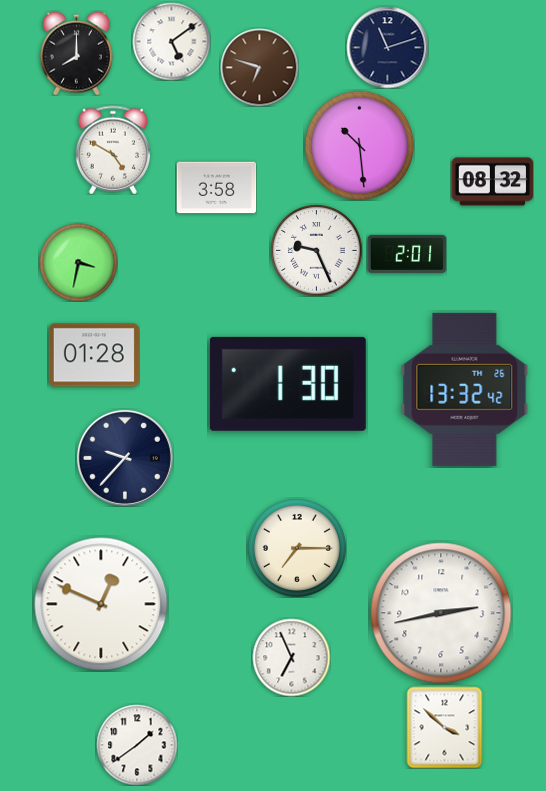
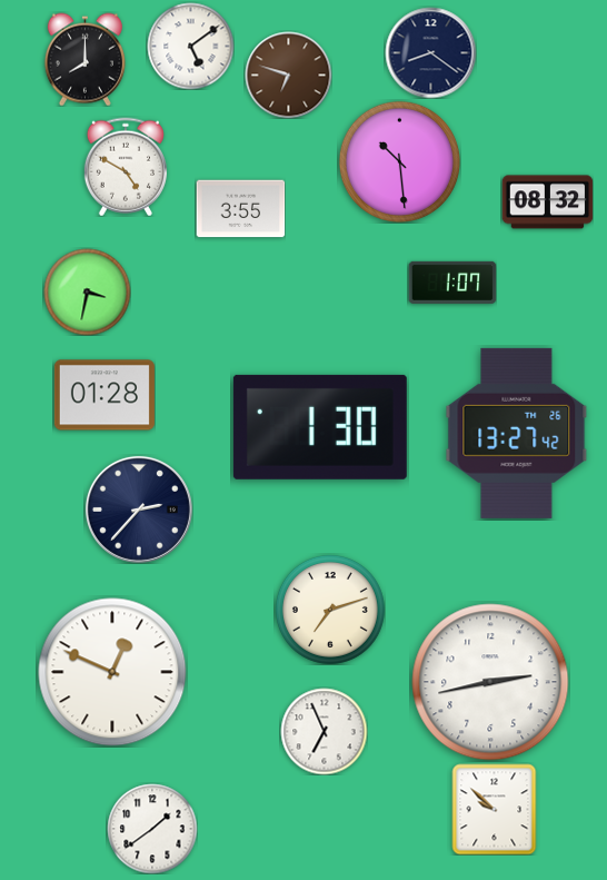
clock at (387, 47): 11:12 -> 8:21
clock at (216, 188): 3:58 -> 3:55
clock at (316, 250): 9:26 -> none
clock at (407, 254): 2:01 -> 1:07
clock at (465, 389): 13:32 -> 13:27
clock at (125, 458): 9:37 -> 2:37
clock at (297, 548): 7:15 -> 7:12
clock at (445, 727): 3:52 -> 9:52
